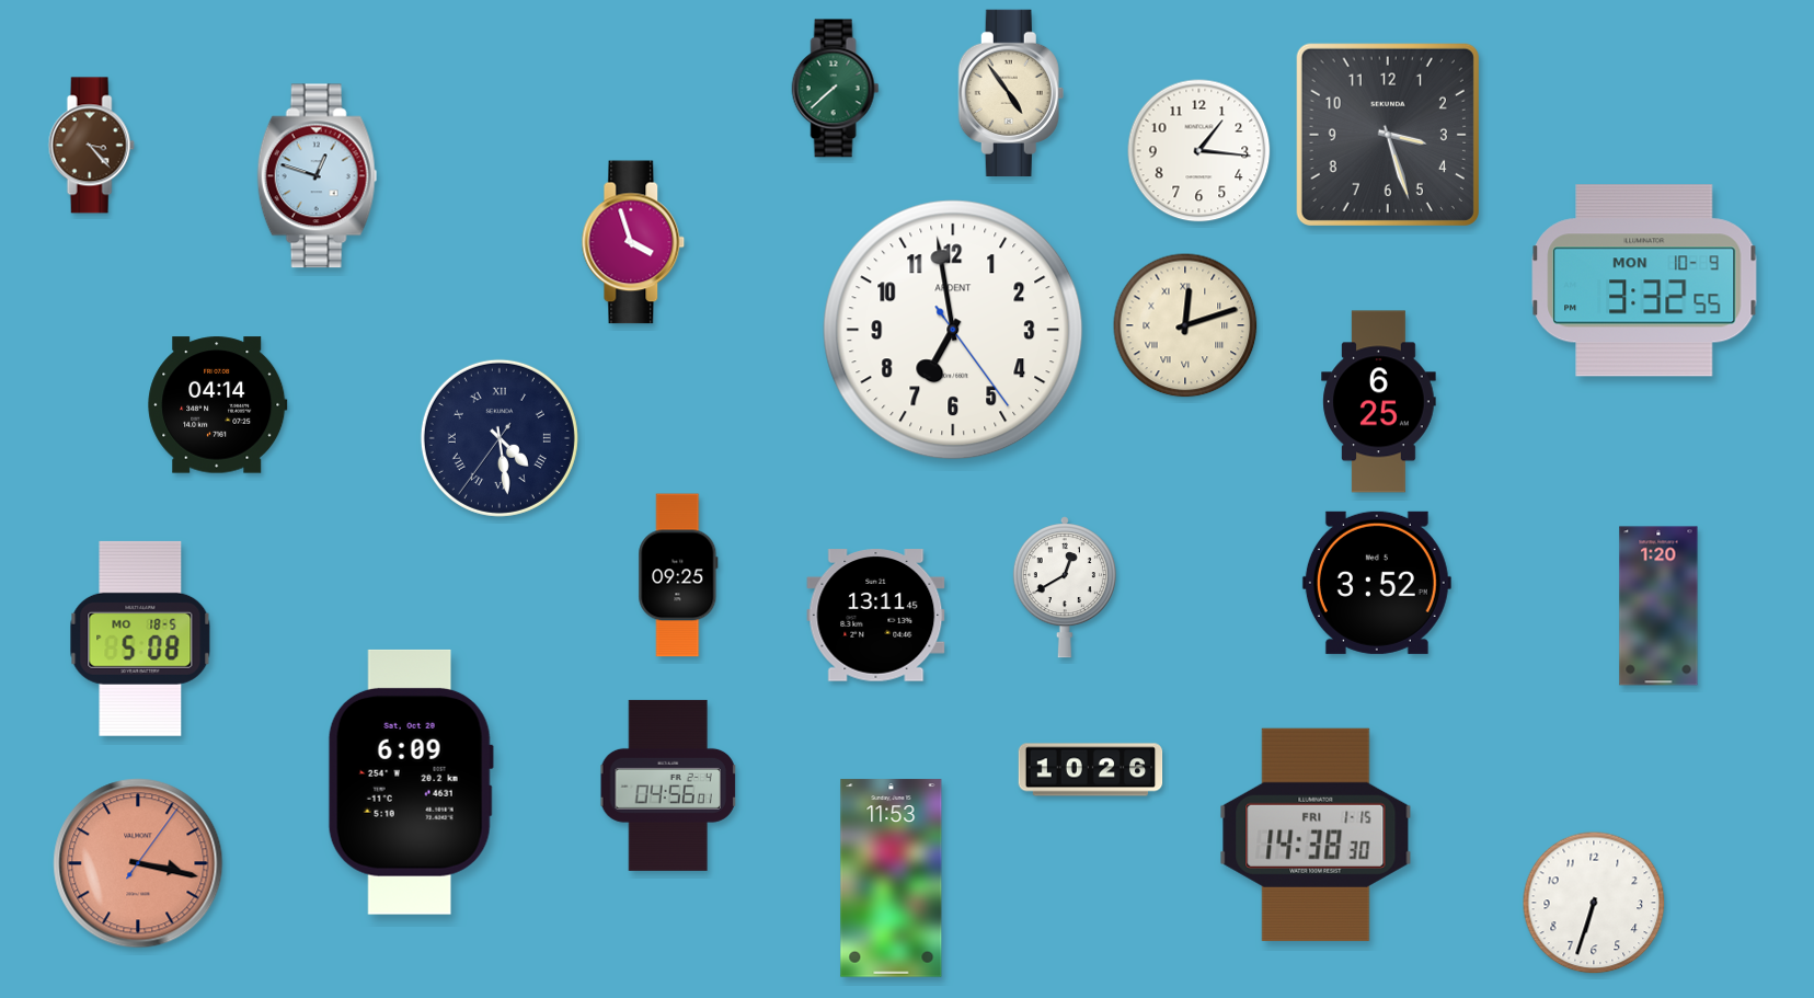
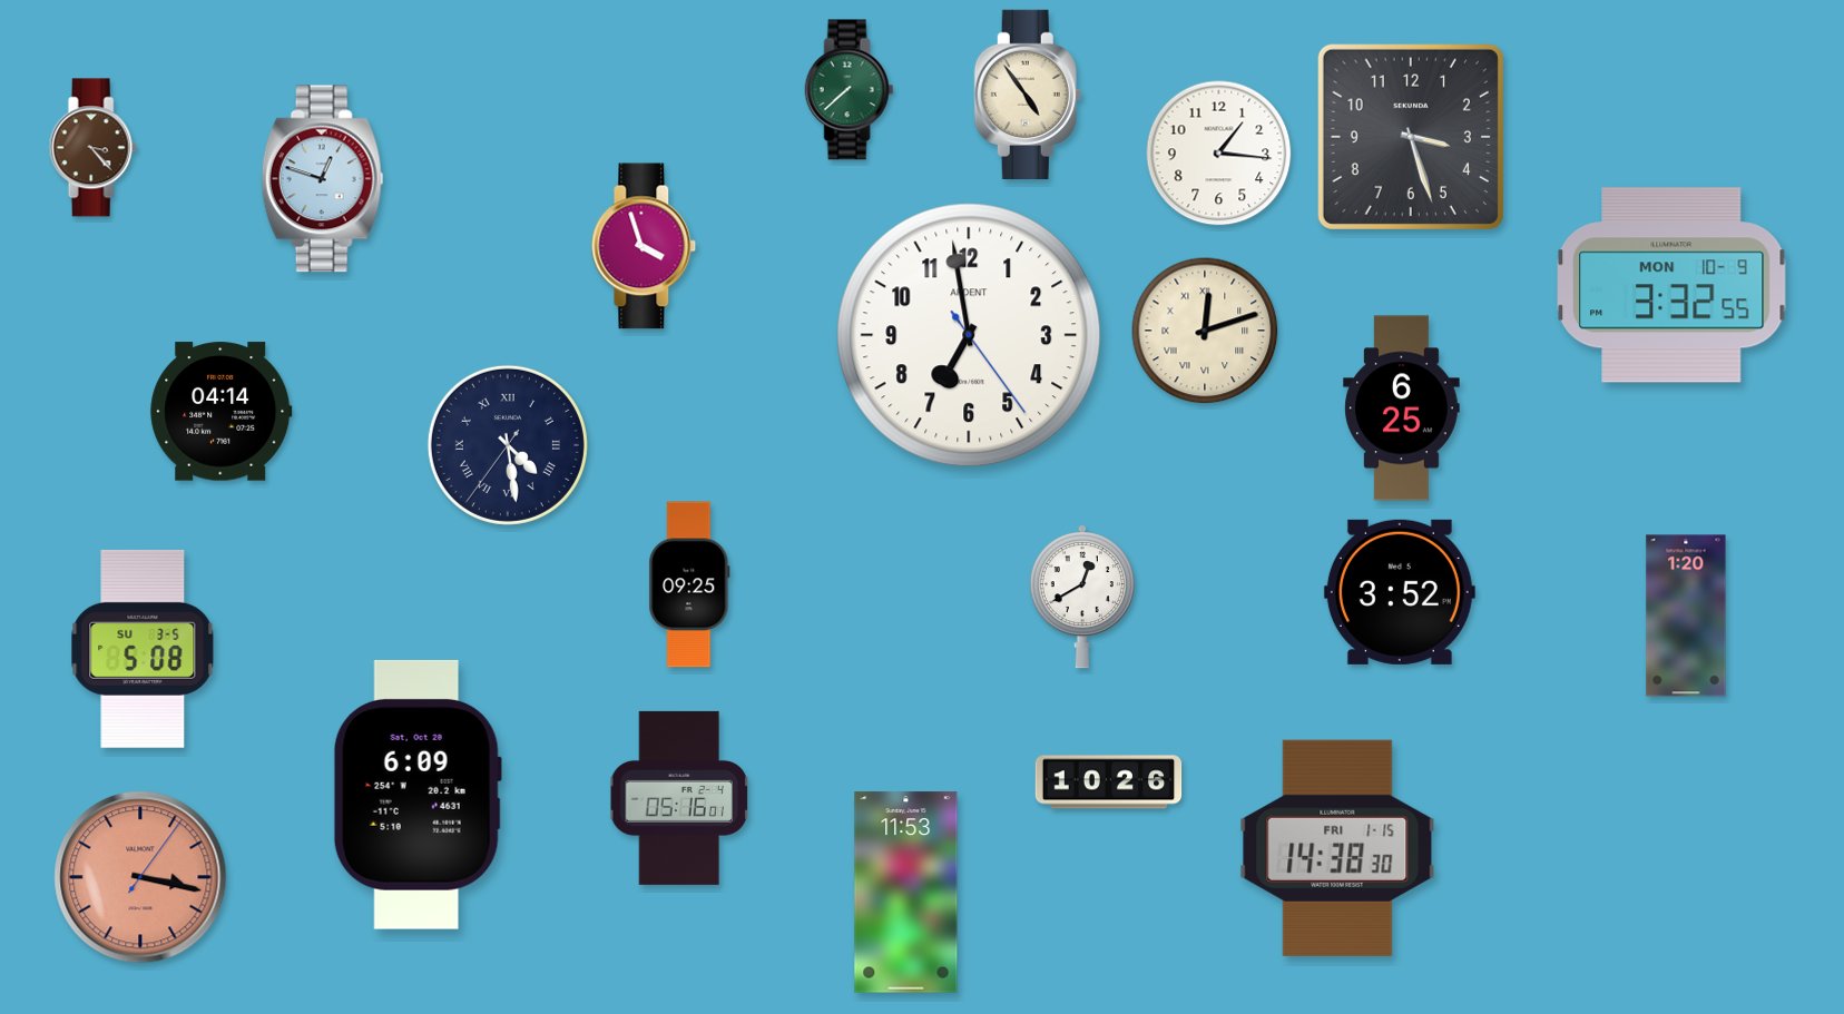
clock at (876, 616): 13:11 -> none
clock at (140, 639) date: MO 18-5 -> SU 3-5
clock at (668, 785): 04:56 -> 05:16
clock at (1594, 903): 6:33 -> none
